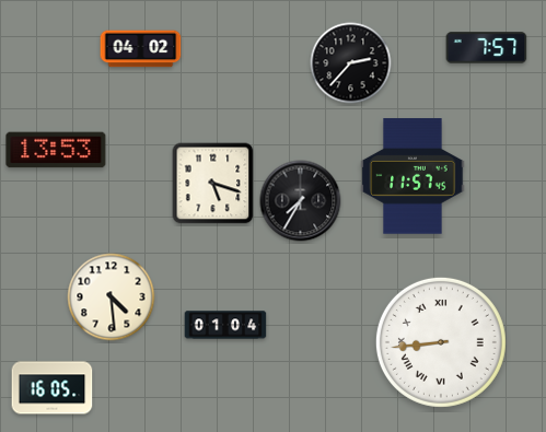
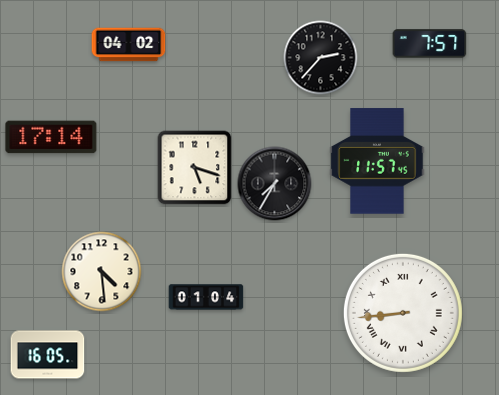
clock at (487, 48) position: (487, 48) -> (430, 44)
clock at (56, 150): 13:53 -> 17:14
